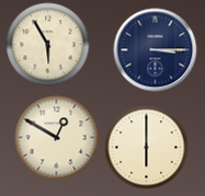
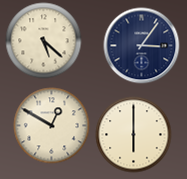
clock at (48, 45): 5:55 -> 5:22
clock at (156, 50): 3:15 -> 3:06
